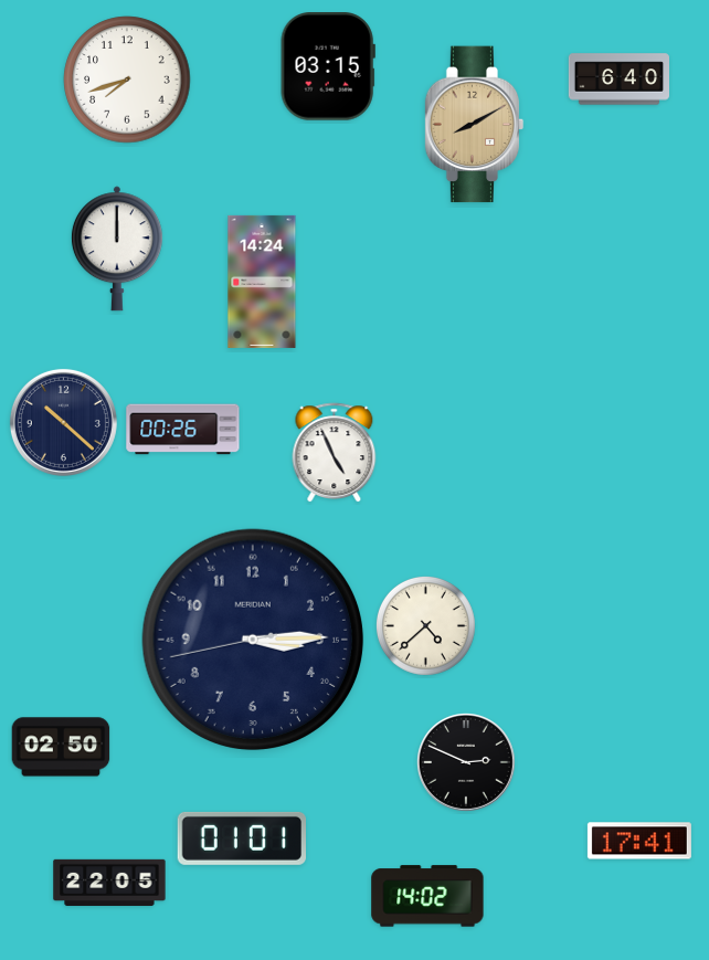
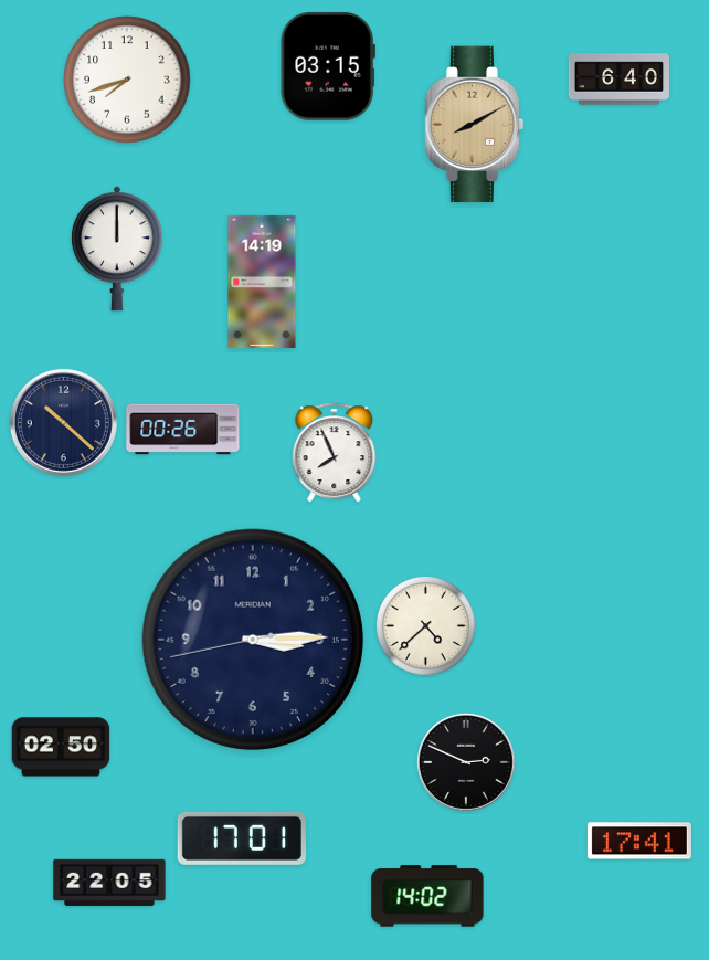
clock at (262, 282): 14:24 -> 14:19
clock at (335, 453): 4:56 -> 7:56
clock at (241, 838): 01:01 -> 17:01
